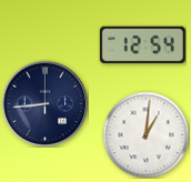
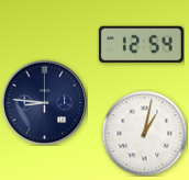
clock at (44, 103): 8:44 -> 8:46
clock at (145, 134): 1:01 -> 1:02
